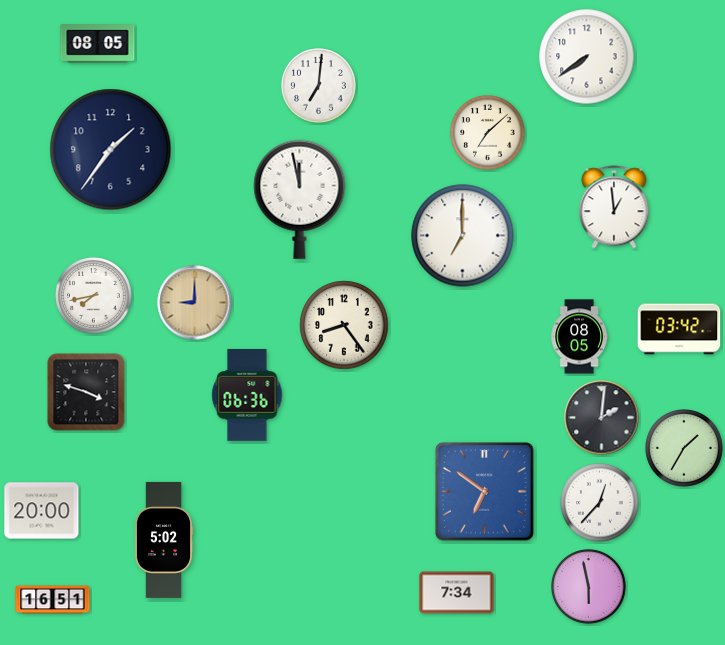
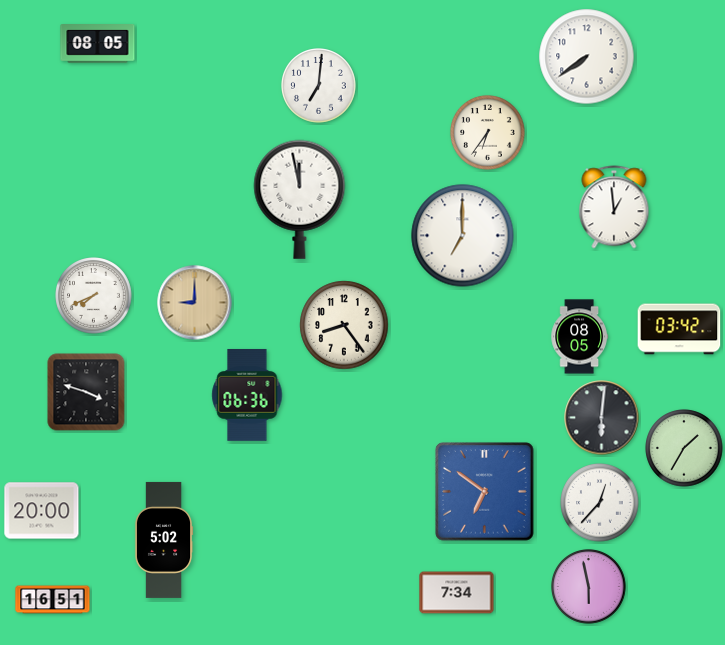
clock at (488, 133): 7:08 -> 6:36
clock at (111, 150): 1:36 -> none
clock at (94, 296): 7:43 -> 7:41
clock at (602, 418): 2:01 -> 6:01
